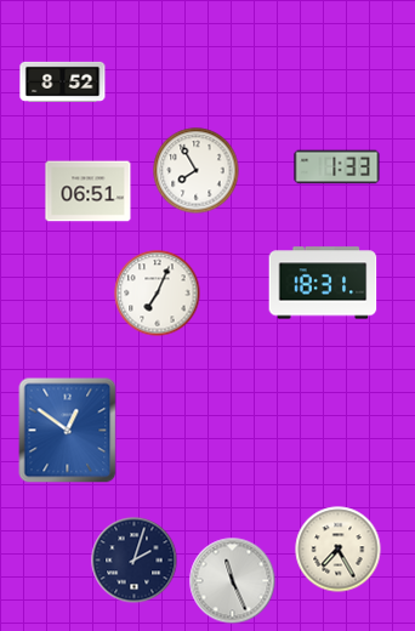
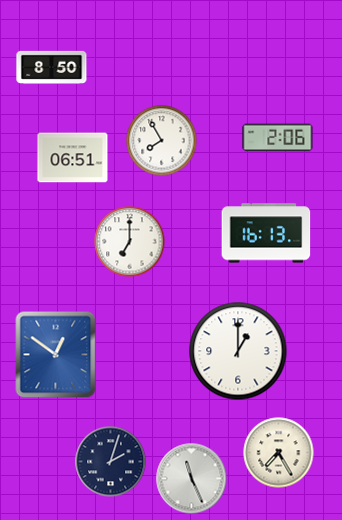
clock at (63, 81): 8:52 -> 8:50
clock at (337, 167): 1:33 -> 2:06
clock at (323, 283): 18:31 -> 16:13
clock at (158, 294): 7:04 -> 7:00
clock at (238, 351): none -> 1:00
